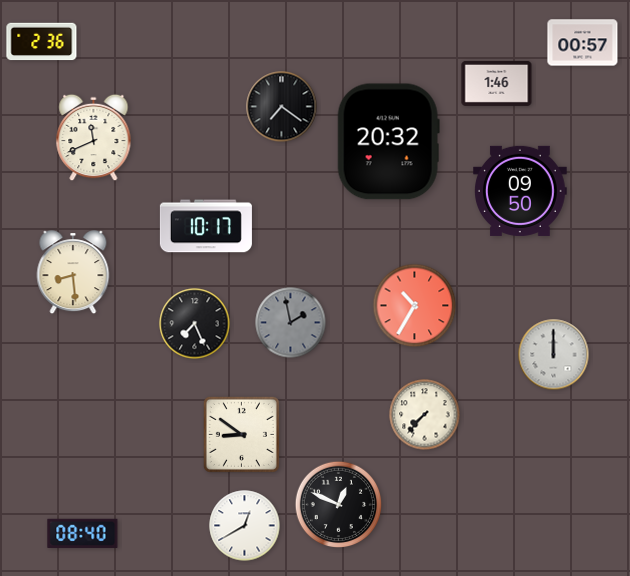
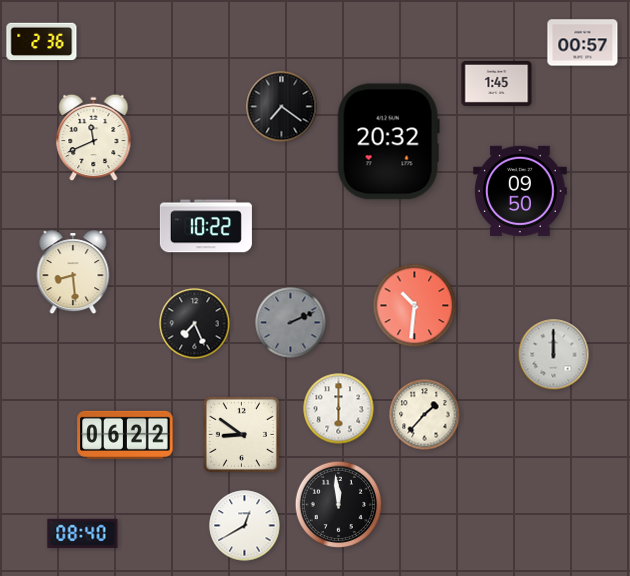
clock at (497, 83): 1:46 -> 1:45
clock at (206, 226): 10:17 -> 10:22
clock at (415, 306): 10:35 -> 10:31
clock at (291, 323): 1:58 -> 2:11
clock at (339, 409): none -> 6:00
clock at (425, 415): 7:37 -> 1:37
clock at (125, 435): none -> 06:22
clock at (339, 505): 12:49 -> 11:59
